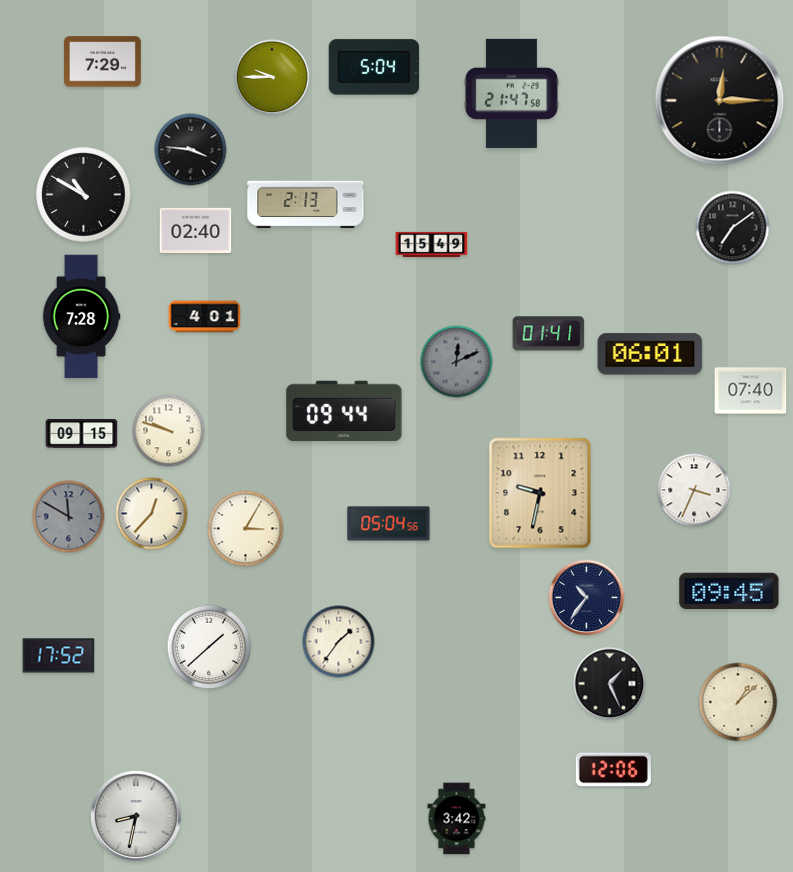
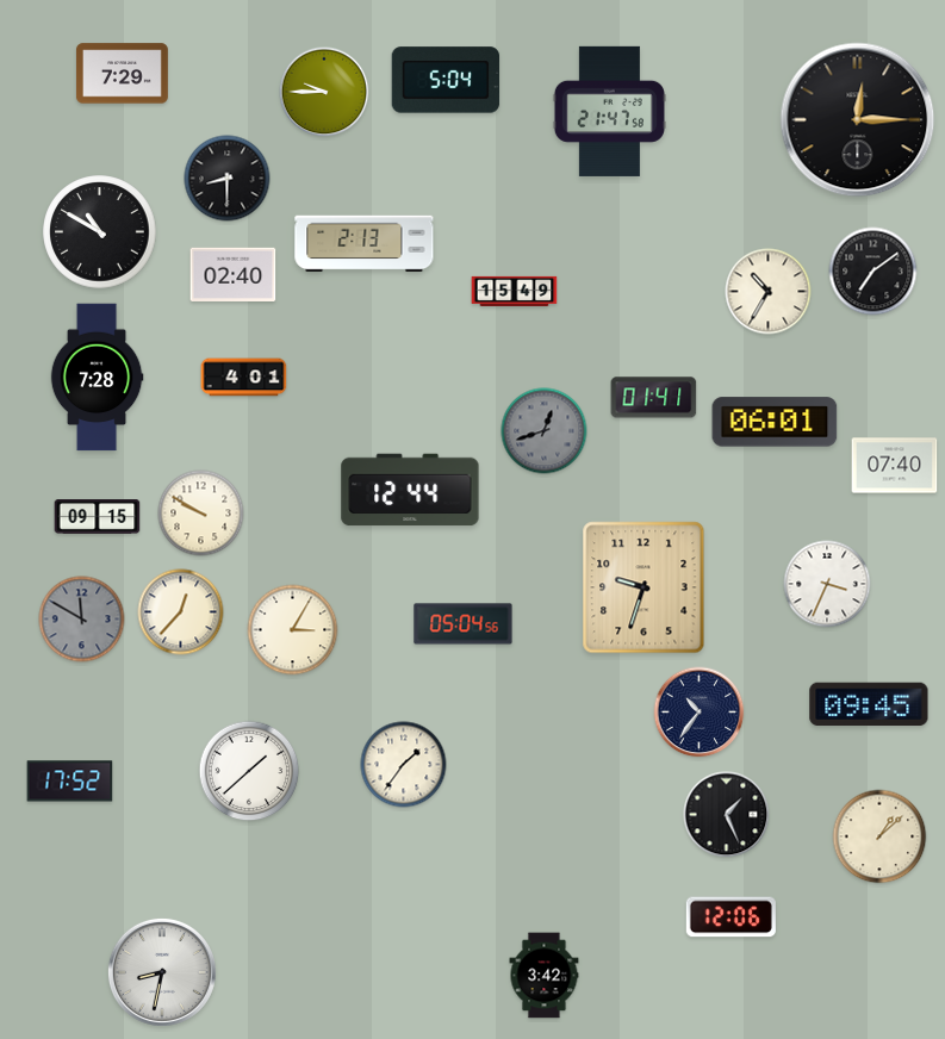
clock at (191, 150): 3:46 -> 8:30
clock at (769, 292): none -> 10:35
clock at (457, 362): 12:11 -> 12:42
clock at (344, 411): 09:44 -> 12:44
clock at (169, 431): 9:48 -> 9:50
clock at (540, 493): 9:32 -> 9:33
clock at (69, 517) position: (69, 517) -> (82, 620)
